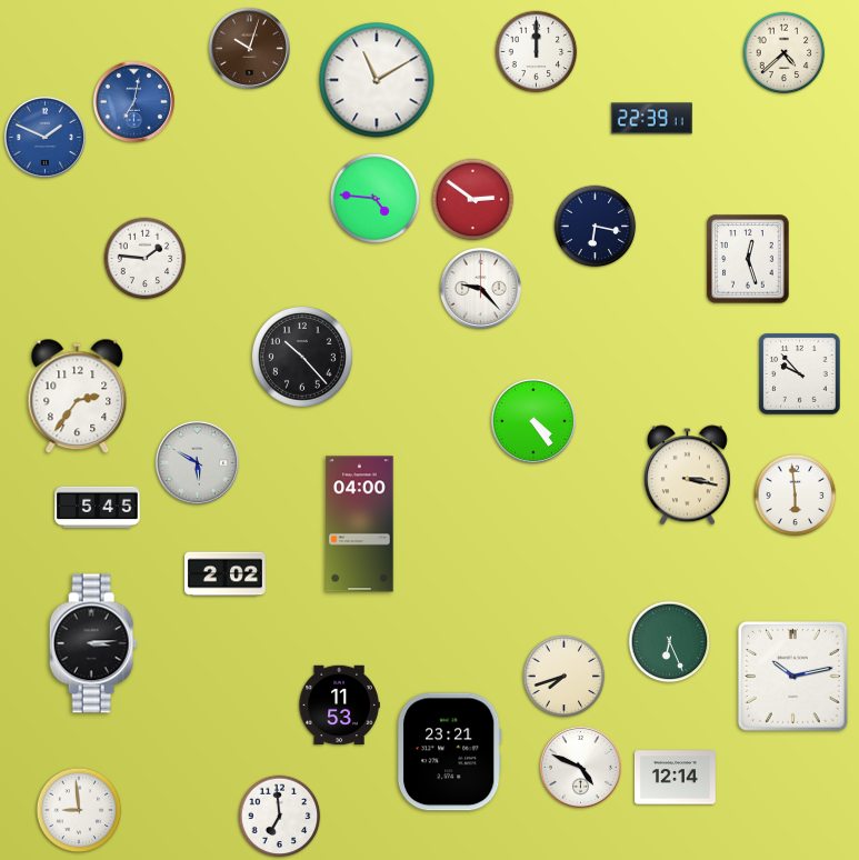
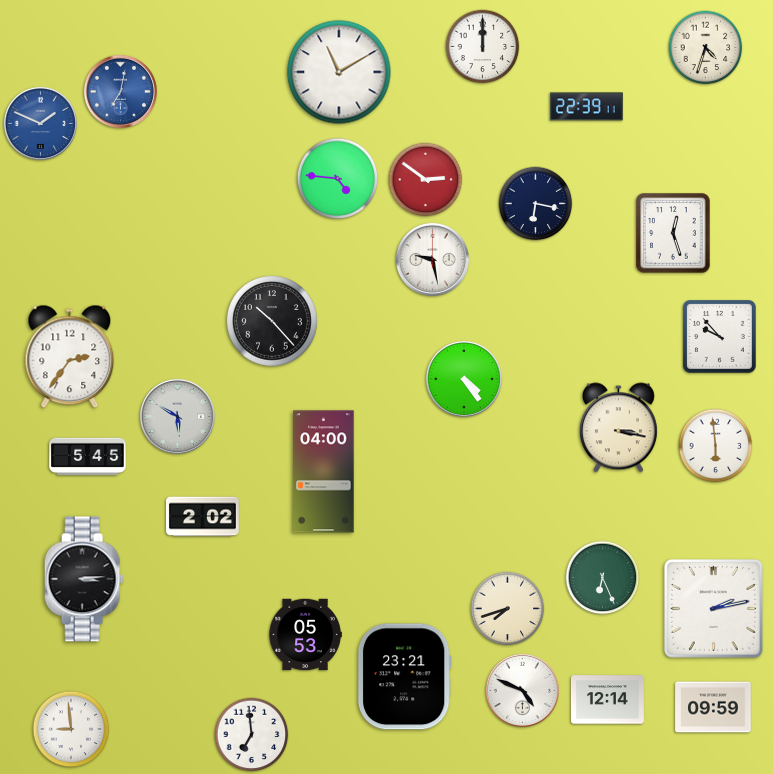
clock at (249, 48): 10:03 -> none
clock at (785, 53): 4:38 -> 4:33
clock at (146, 259): 1:46 -> none
clock at (480, 288): 9:23 -> 9:28
clock at (533, 421) position: (533, 421) -> (464, 379)
clock at (792, 676): 10:13 -> 2:13
clock at (339, 706): 11:53 -> 05:53
clock at (713, 707): none -> 09:59
